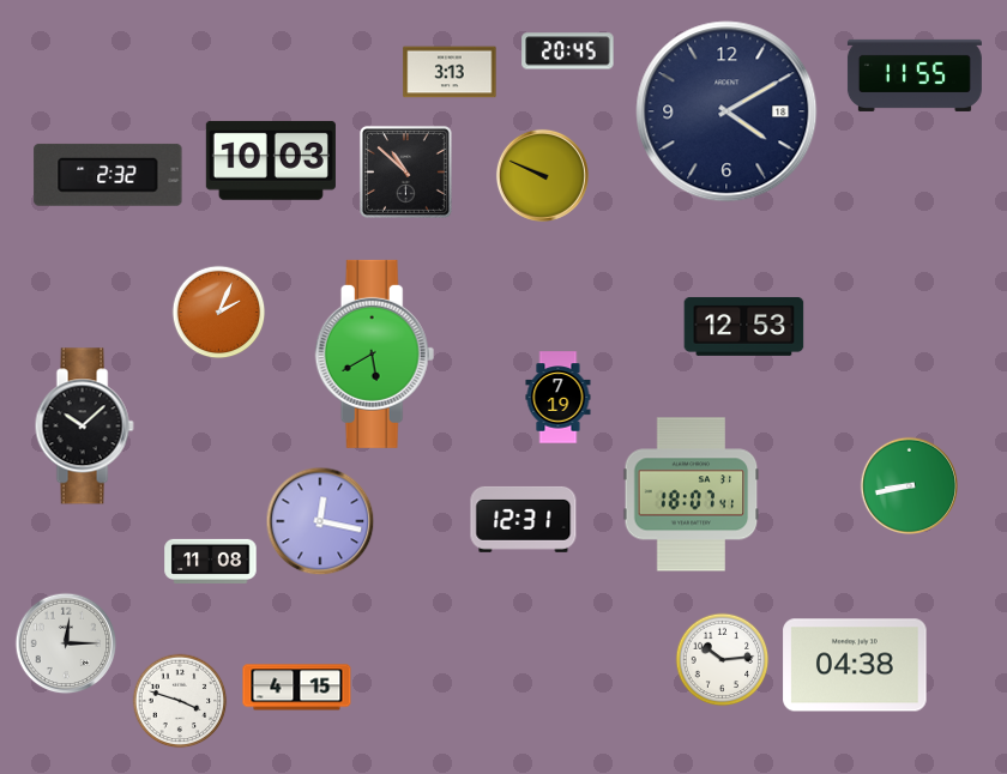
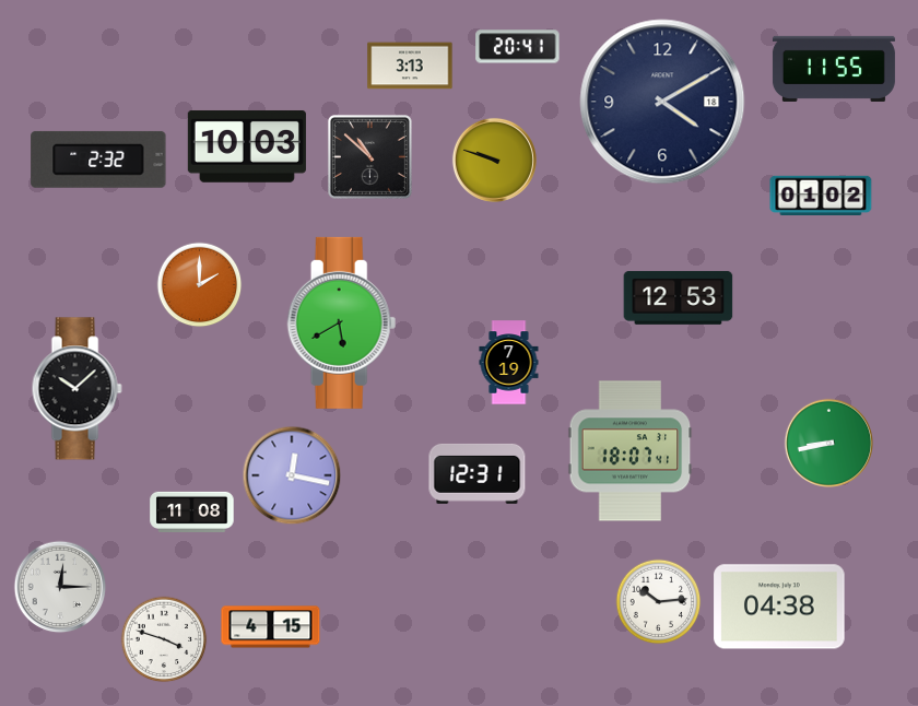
clock at (568, 52): 20:45 -> 20:41
clock at (542, 175): 9:49 -> 9:48
clock at (821, 195): none -> 01:02
clock at (218, 312): 2:04 -> 2:00
